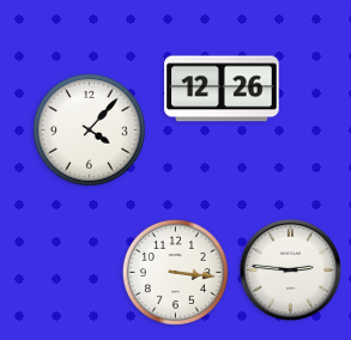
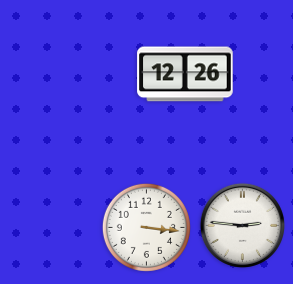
clock at (90, 130): 4:07 -> none
